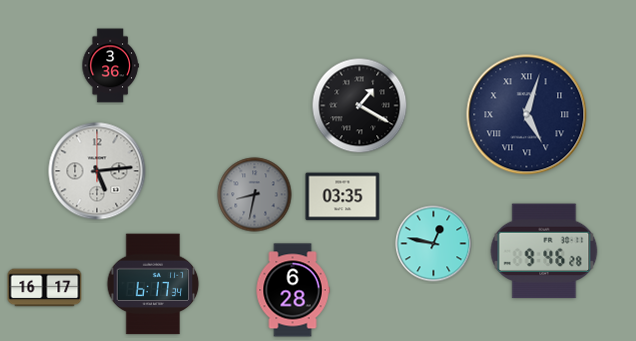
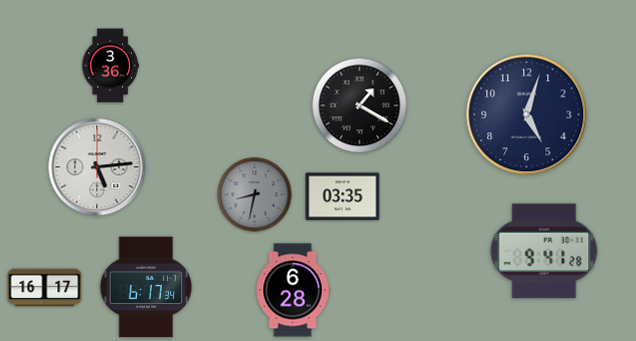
clock at (527, 115) numerals: Roman -> Arabic
clock at (97, 171) position: (97, 171) -> (97, 167)
clock at (434, 244): 12:47 -> none
clock at (544, 251): 9:46 -> 9:41
clock at (153, 284) position: (153, 284) -> (146, 287)
